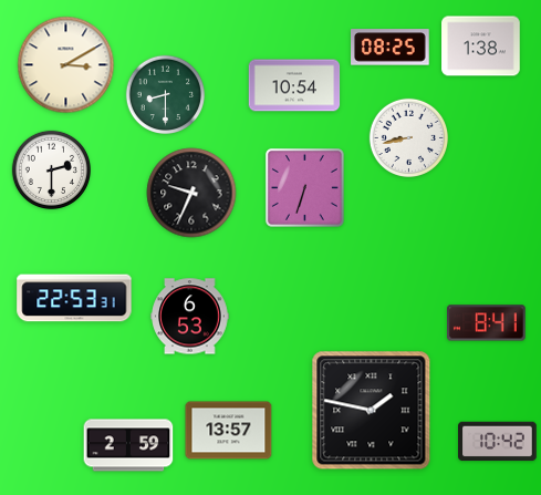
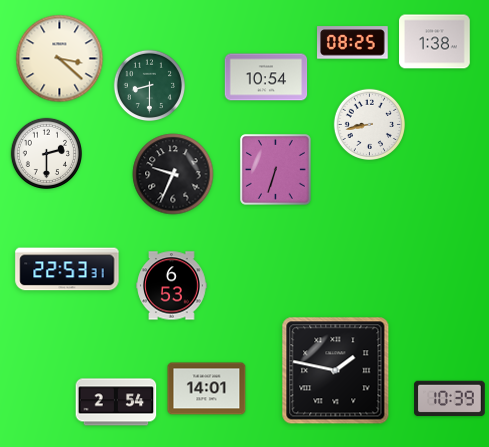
clock at (66, 65): 3:10 -> 3:22
clock at (487, 323): 8:41 -> none
clock at (229, 431): 13:57 -> 14:01
clock at (498, 442): 10:42 -> 10:39
clock at (128, 445): 2:59 -> 2:54
